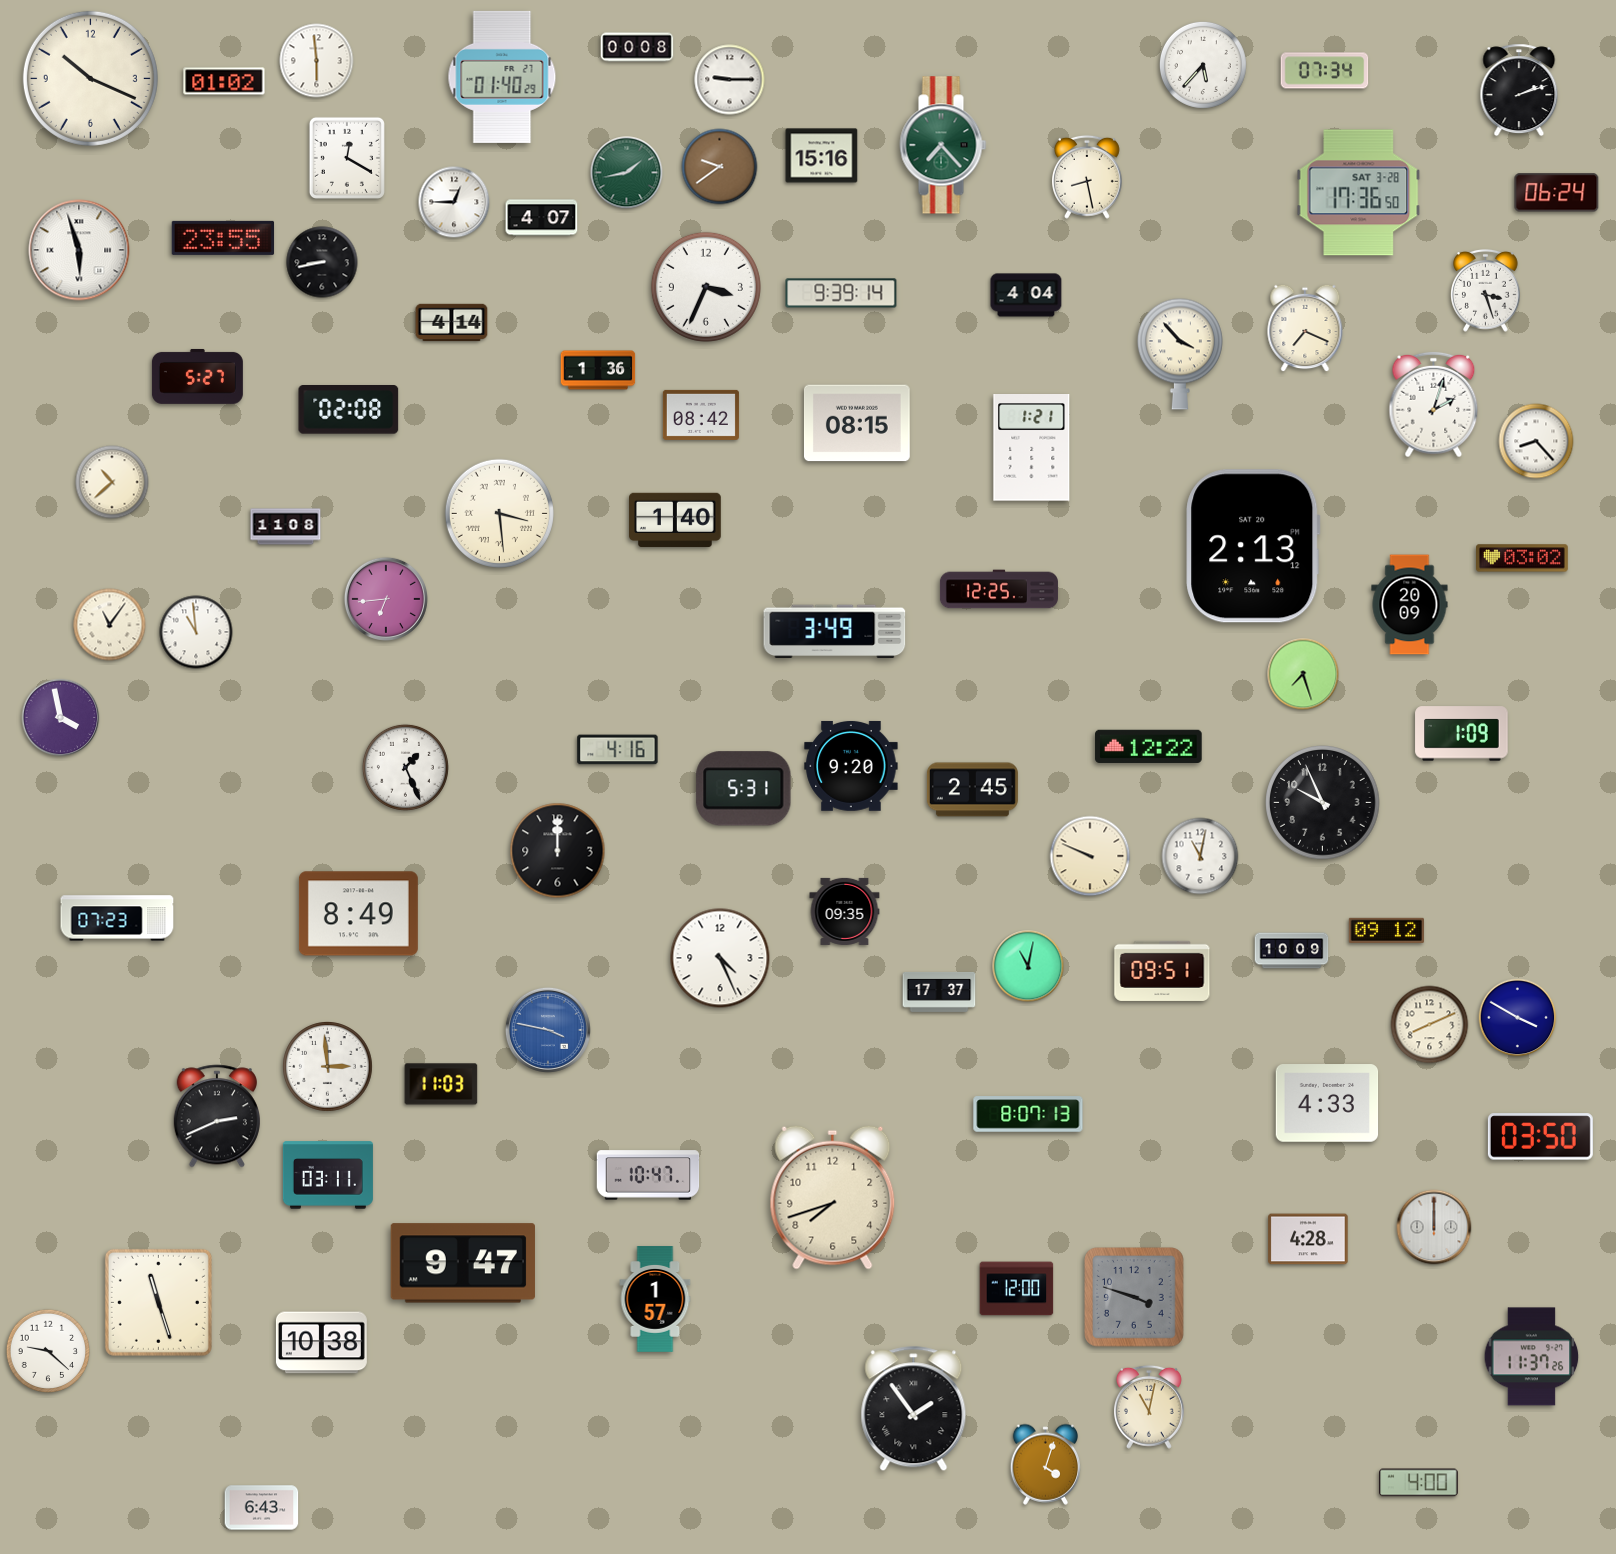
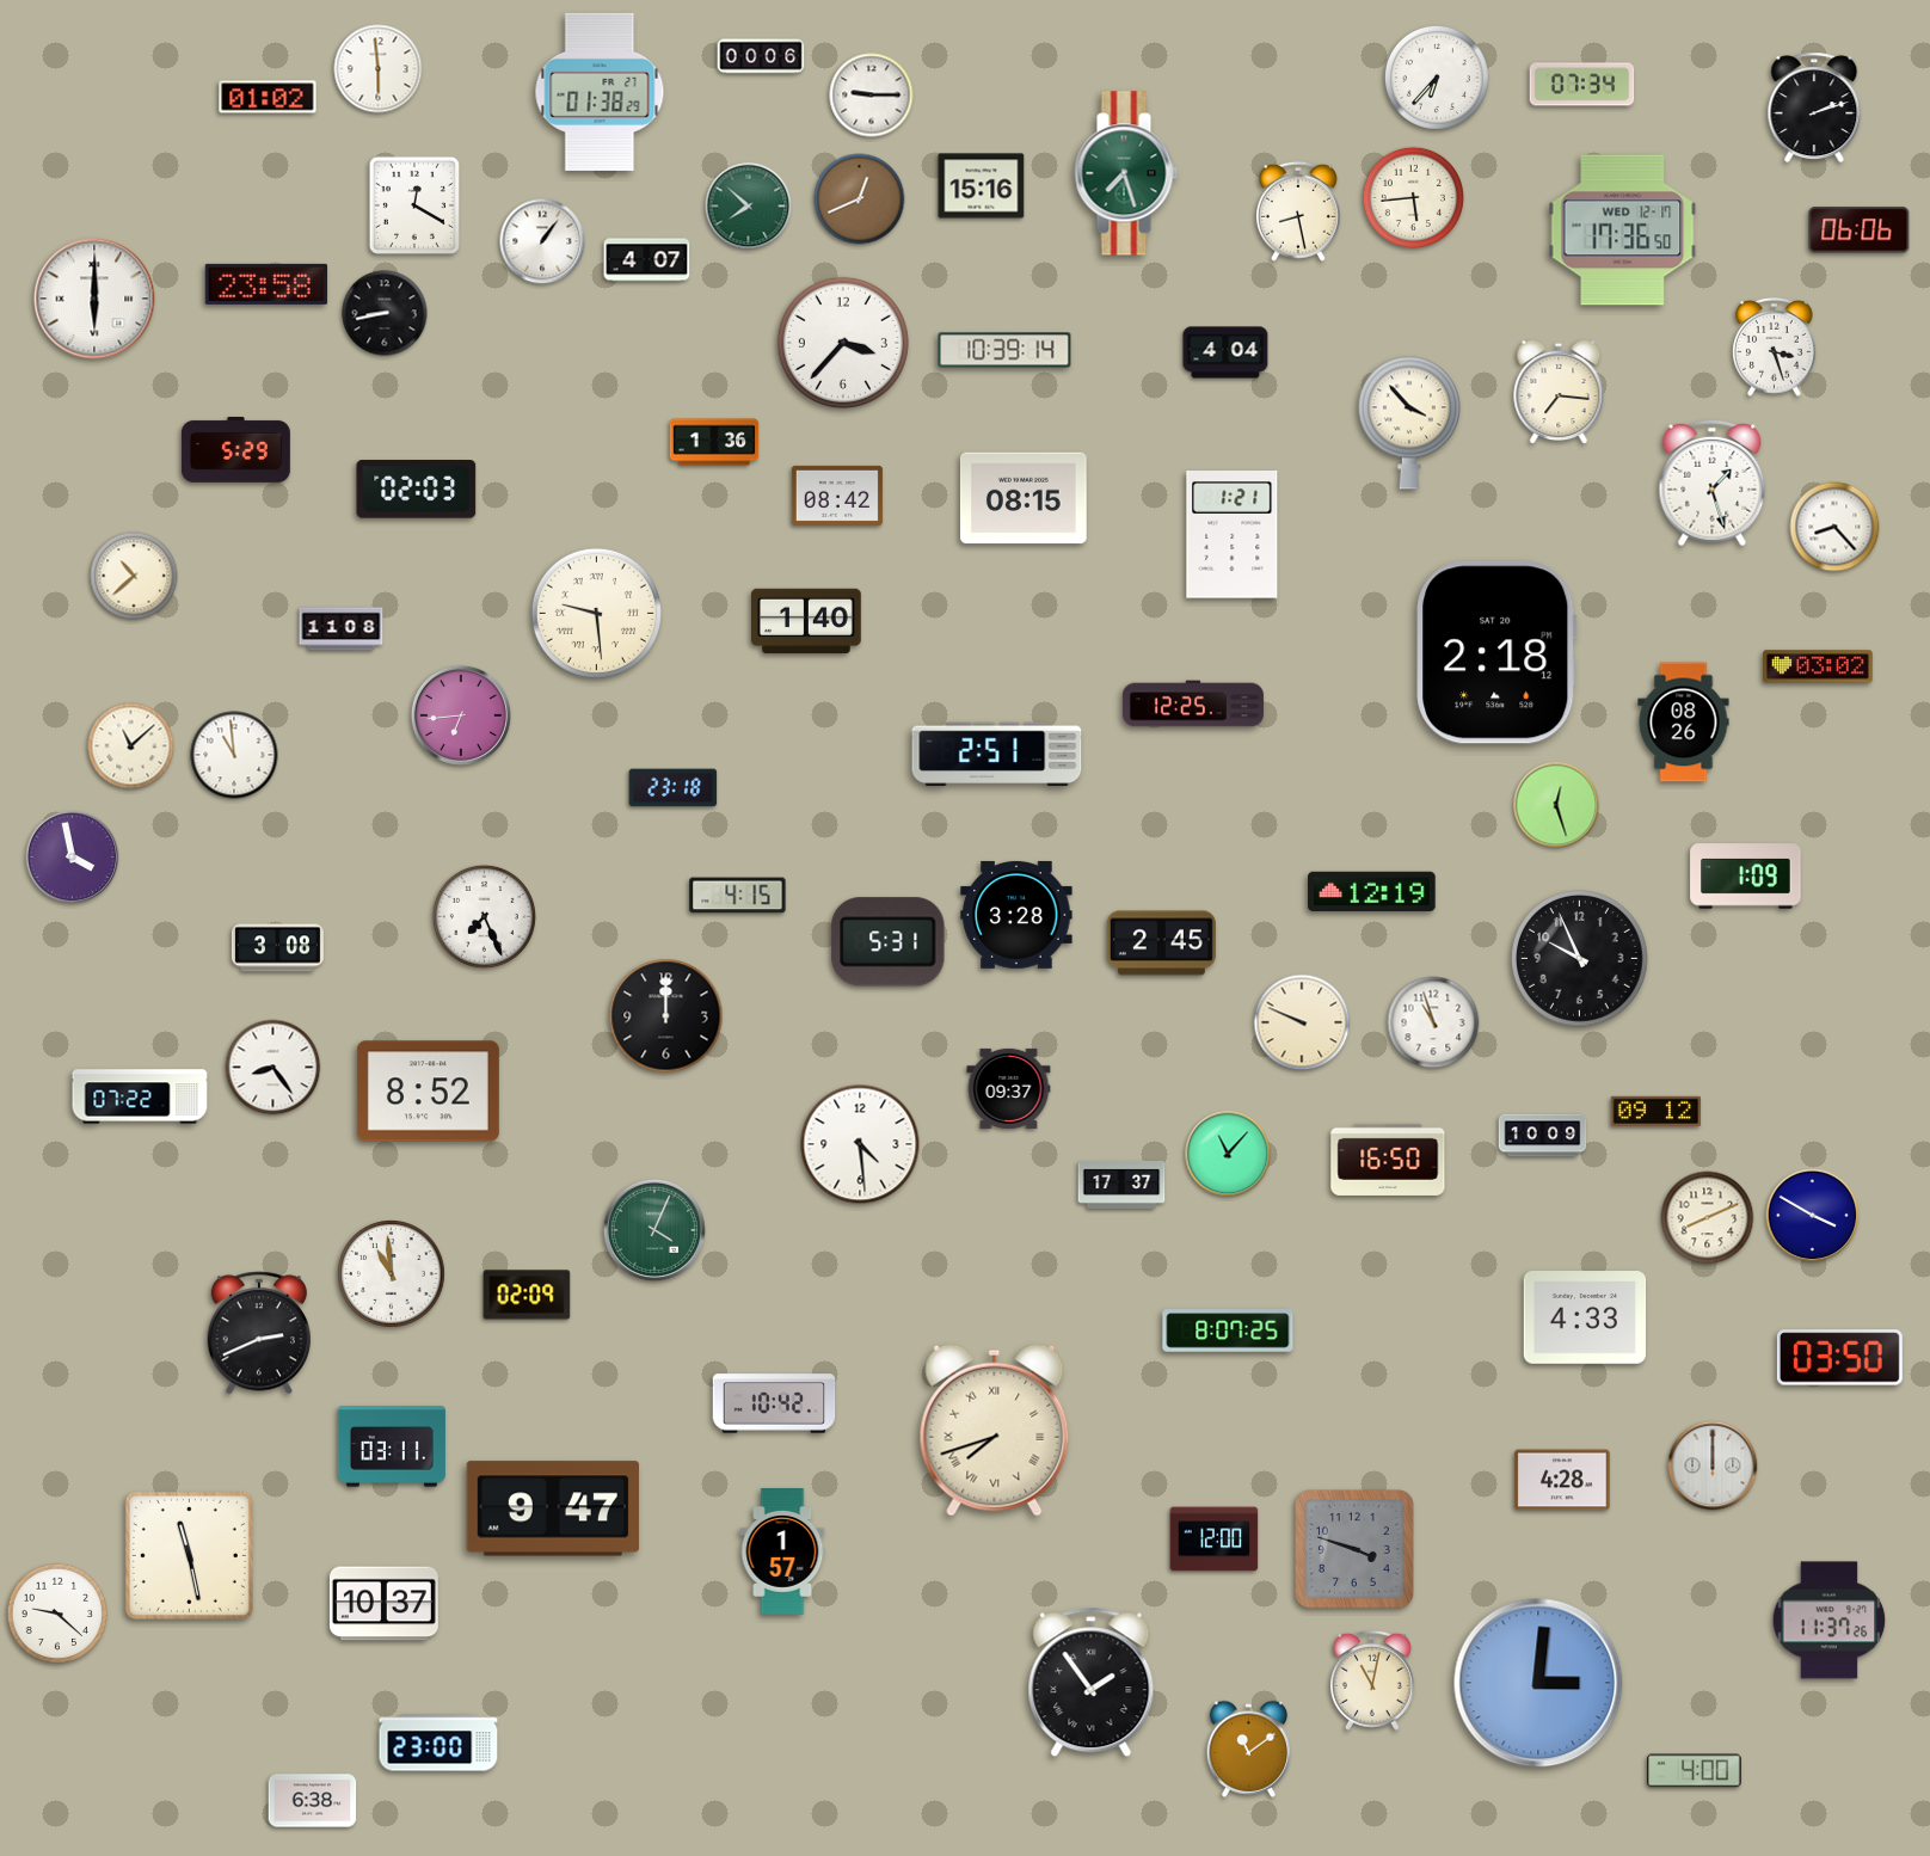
clock at (637, 47): 00:08 -> 00:06
clock at (317, 61) position: (317, 61) -> (379, 69)
clock at (1203, 65): 5:37 -> 6:37
clock at (502, 77): 01:40 -> 01:38
clock at (90, 78): 10:19 -> none
clock at (943, 145): 7:23 -> 7:27
clock at (347, 158) position: (347, 158) -> (414, 205)
clock at (1413, 197): none -> 5:44
clock at (720, 167): 9:39 -> 12:41
clock at (627, 173): 1:43 -> 7:52
clock at (1359, 193) date: SAT 3-28 -> WED 12-17
clock at (1557, 193): 06:24 -> 06:06
clock at (454, 202): 12:45 -> 1:06
clock at (223, 238): 23:55 -> 23:58
clock at (79, 250): 5:57 -> 6:00
clock at (706, 287): 3:34 -> 3:37
clock at (841, 293): 9:39 -> 10:39
clock at (452, 323): 4:14 -> none
clock at (1305, 328): 7:19 -> 7:16
clock at (197, 376): 5:27 -> 5:29
clock at (1434, 405): 2:03 -> 1:27
clock at (349, 410): 02:08 -> 02:03
clock at (857, 423) position: (857, 423) -> (1024, 498)
clock at (499, 513): 3:29 -> 9:29
clock at (1253, 546): 2:13 -> 2:18
clock at (1410, 605): 20:09 -> 08:26
clock at (110, 625): 11:06 -> 11:08
clock at (835, 632): 3:49 -> 2:51
clock at (674, 788): none -> 23:18
clock at (1303, 674): 7:27 -> 12:27
clock at (1149, 746): 12:22 -> 12:19
clock at (618, 750): 4:16 -> 4:15
clock at (851, 766): 9:20 -> 3:28
clock at (405, 767): 1:26 -> 7:26
clock at (277, 948): none -> 3:08
clock at (1200, 856): 11:02 -> 10:57
clock at (273, 1068): none -> 8:24
clock at (845, 911): 09:35 -> 09:37
clock at (358, 914): 8:49 -> 8:52
clock at (117, 918): 07:23 -> 07:22
clock at (720, 958): 4:26 -> 4:29
clock at (1028, 966): 11:02 -> 11:07
clock at (1162, 971): 09:51 -> 16:50
clock at (1430, 1025) position: (1430, 1025) -> (1708, 1218)
clock at (548, 1030): 3:47 -> 4:04
clock at (548, 1030) dial: blue -> green
clock at (328, 1067): 2:59 -> 10:59
clock at (441, 1084): 11:03 -> 02:09
clock at (1028, 1114): 8:07:13 -> 8:07:25
clock at (328, 1175) position: (328, 1175) -> (392, 1446)
clock at (648, 1175): 10:47 -> 10:42
clock at (833, 1197) numerals: Arabic -> Roman
clock at (158, 1302): 11:27 -> 11:28
clock at (321, 1343): 10:38 -> 10:37
clock at (1538, 1683): none -> 3:01
clock at (438, 1743): none -> 23:00
clock at (1045, 1464): 4:03 -> 11:09
clock at (262, 1508): 6:43 -> 6:38
